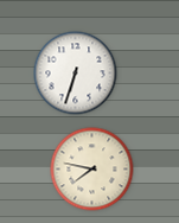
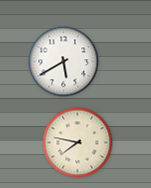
clock at (76, 74): 6:33 -> 5:40
